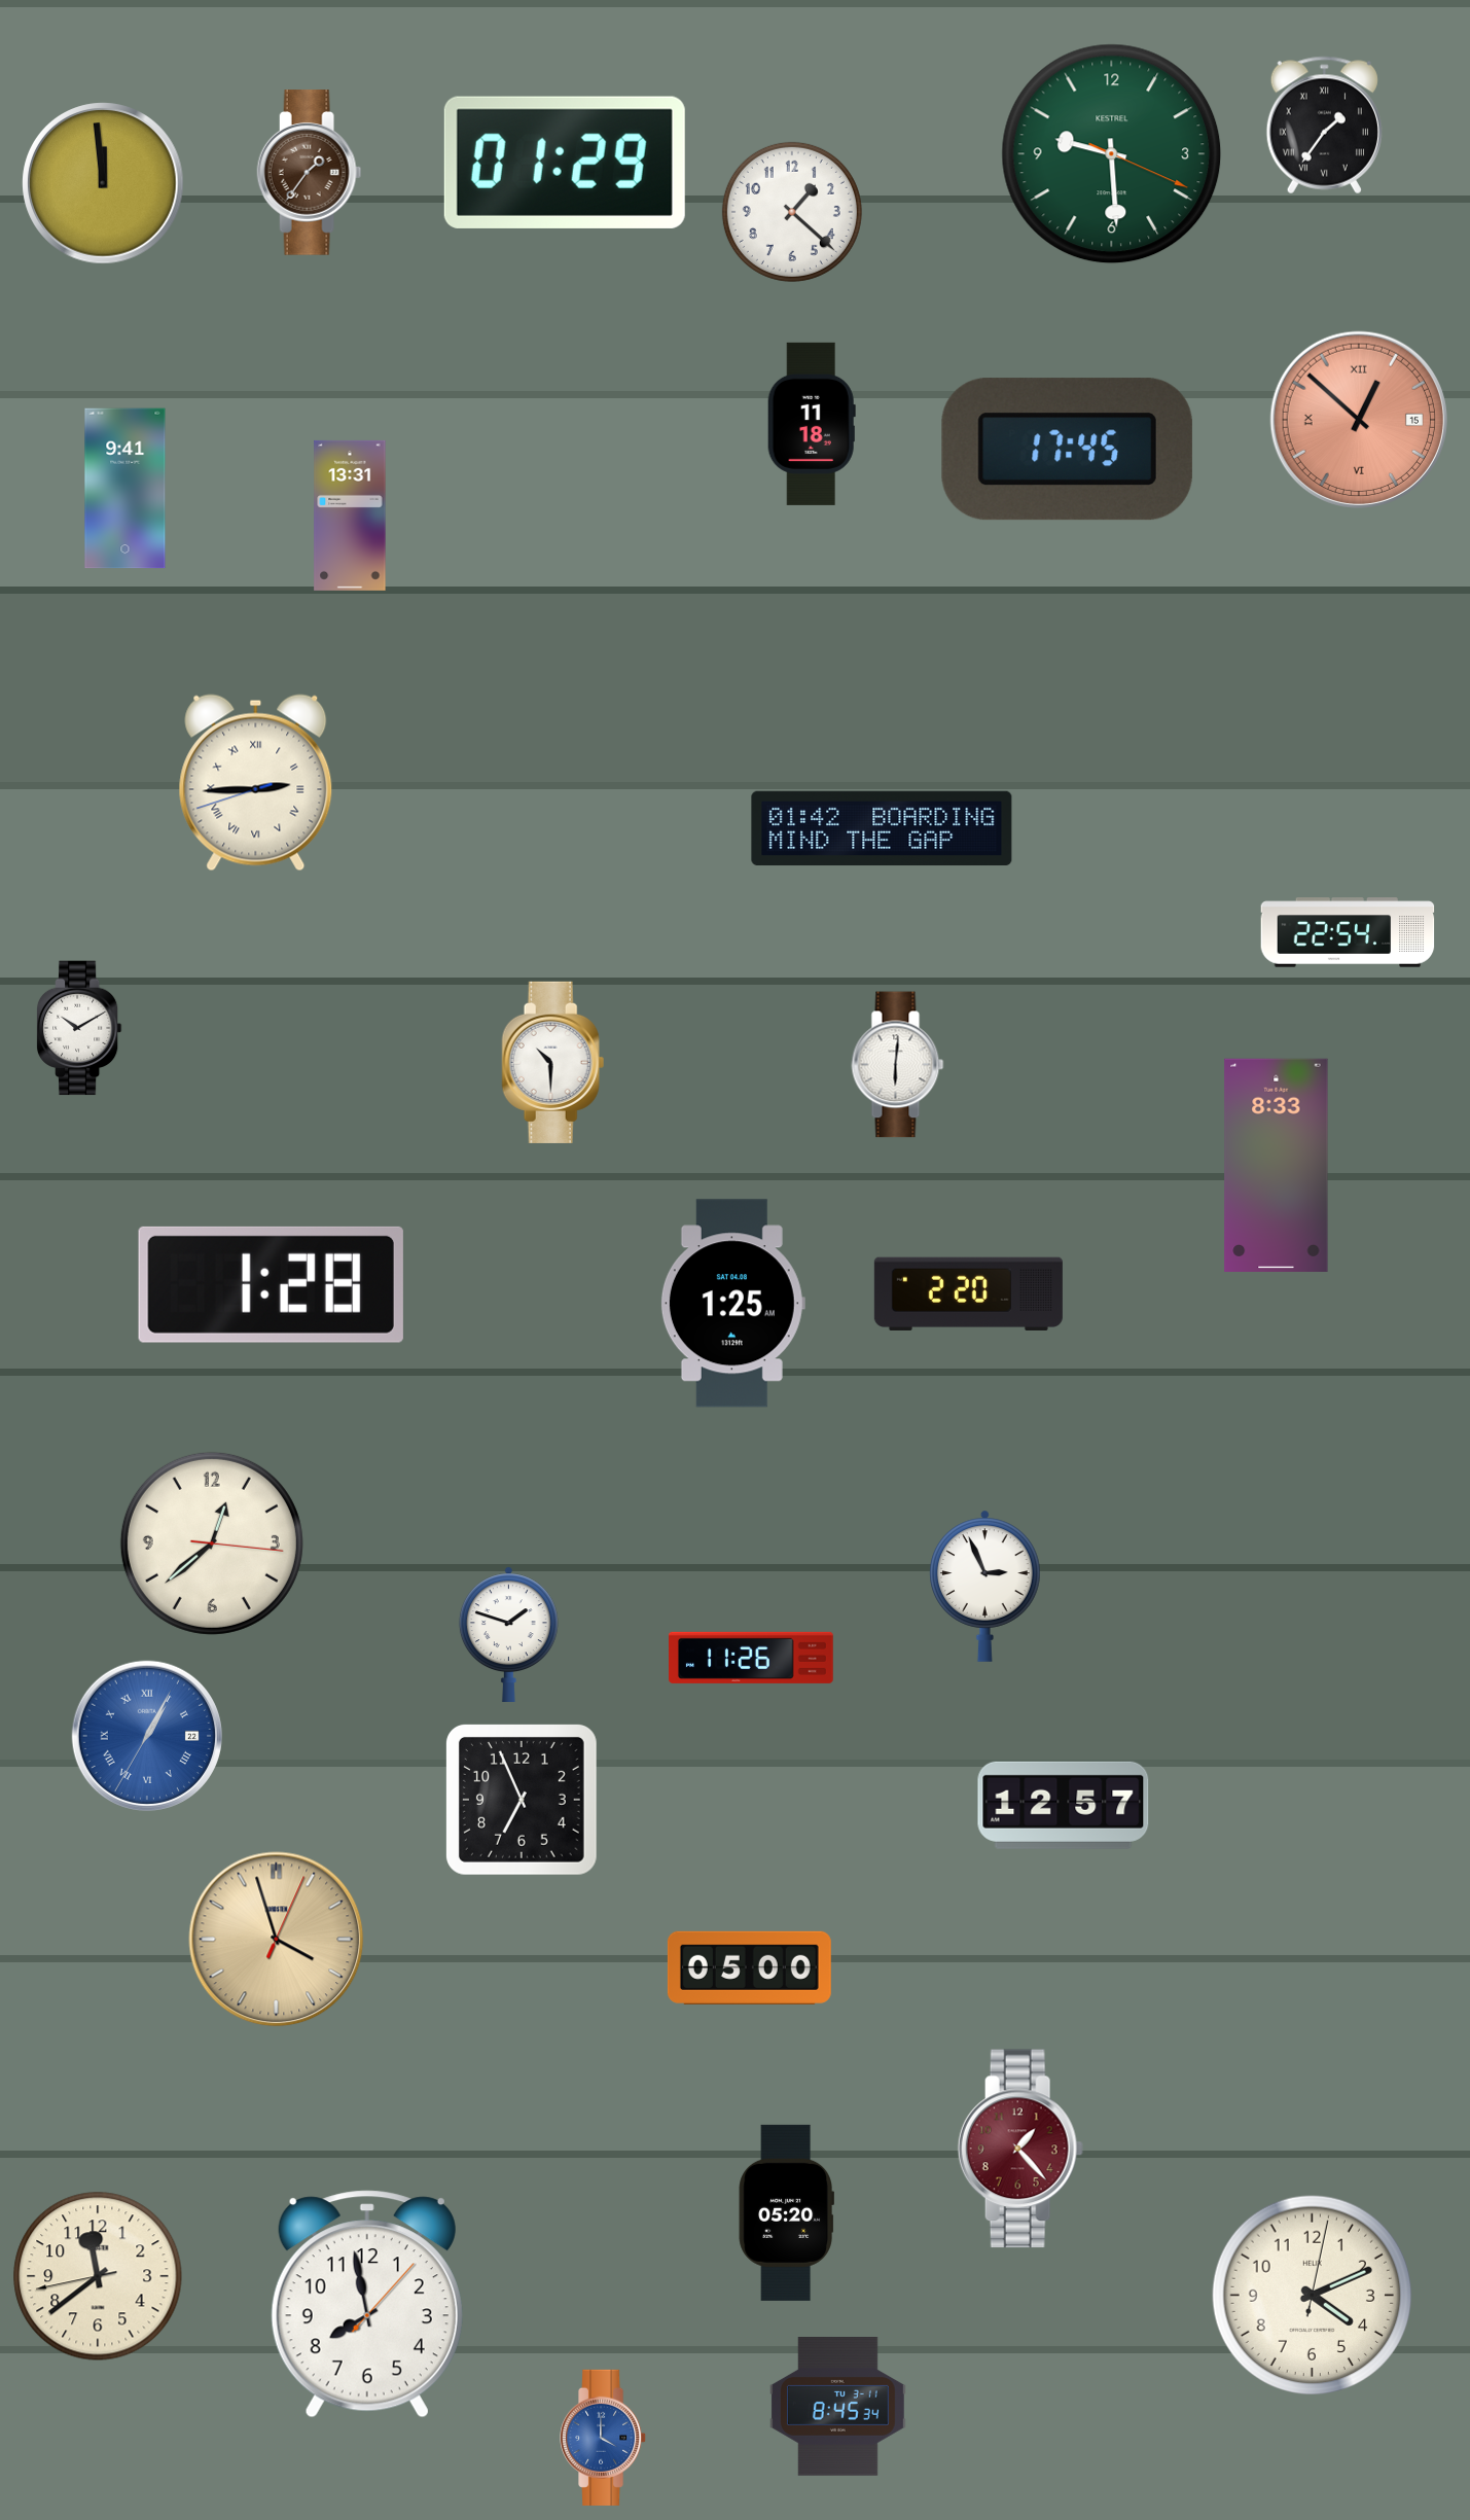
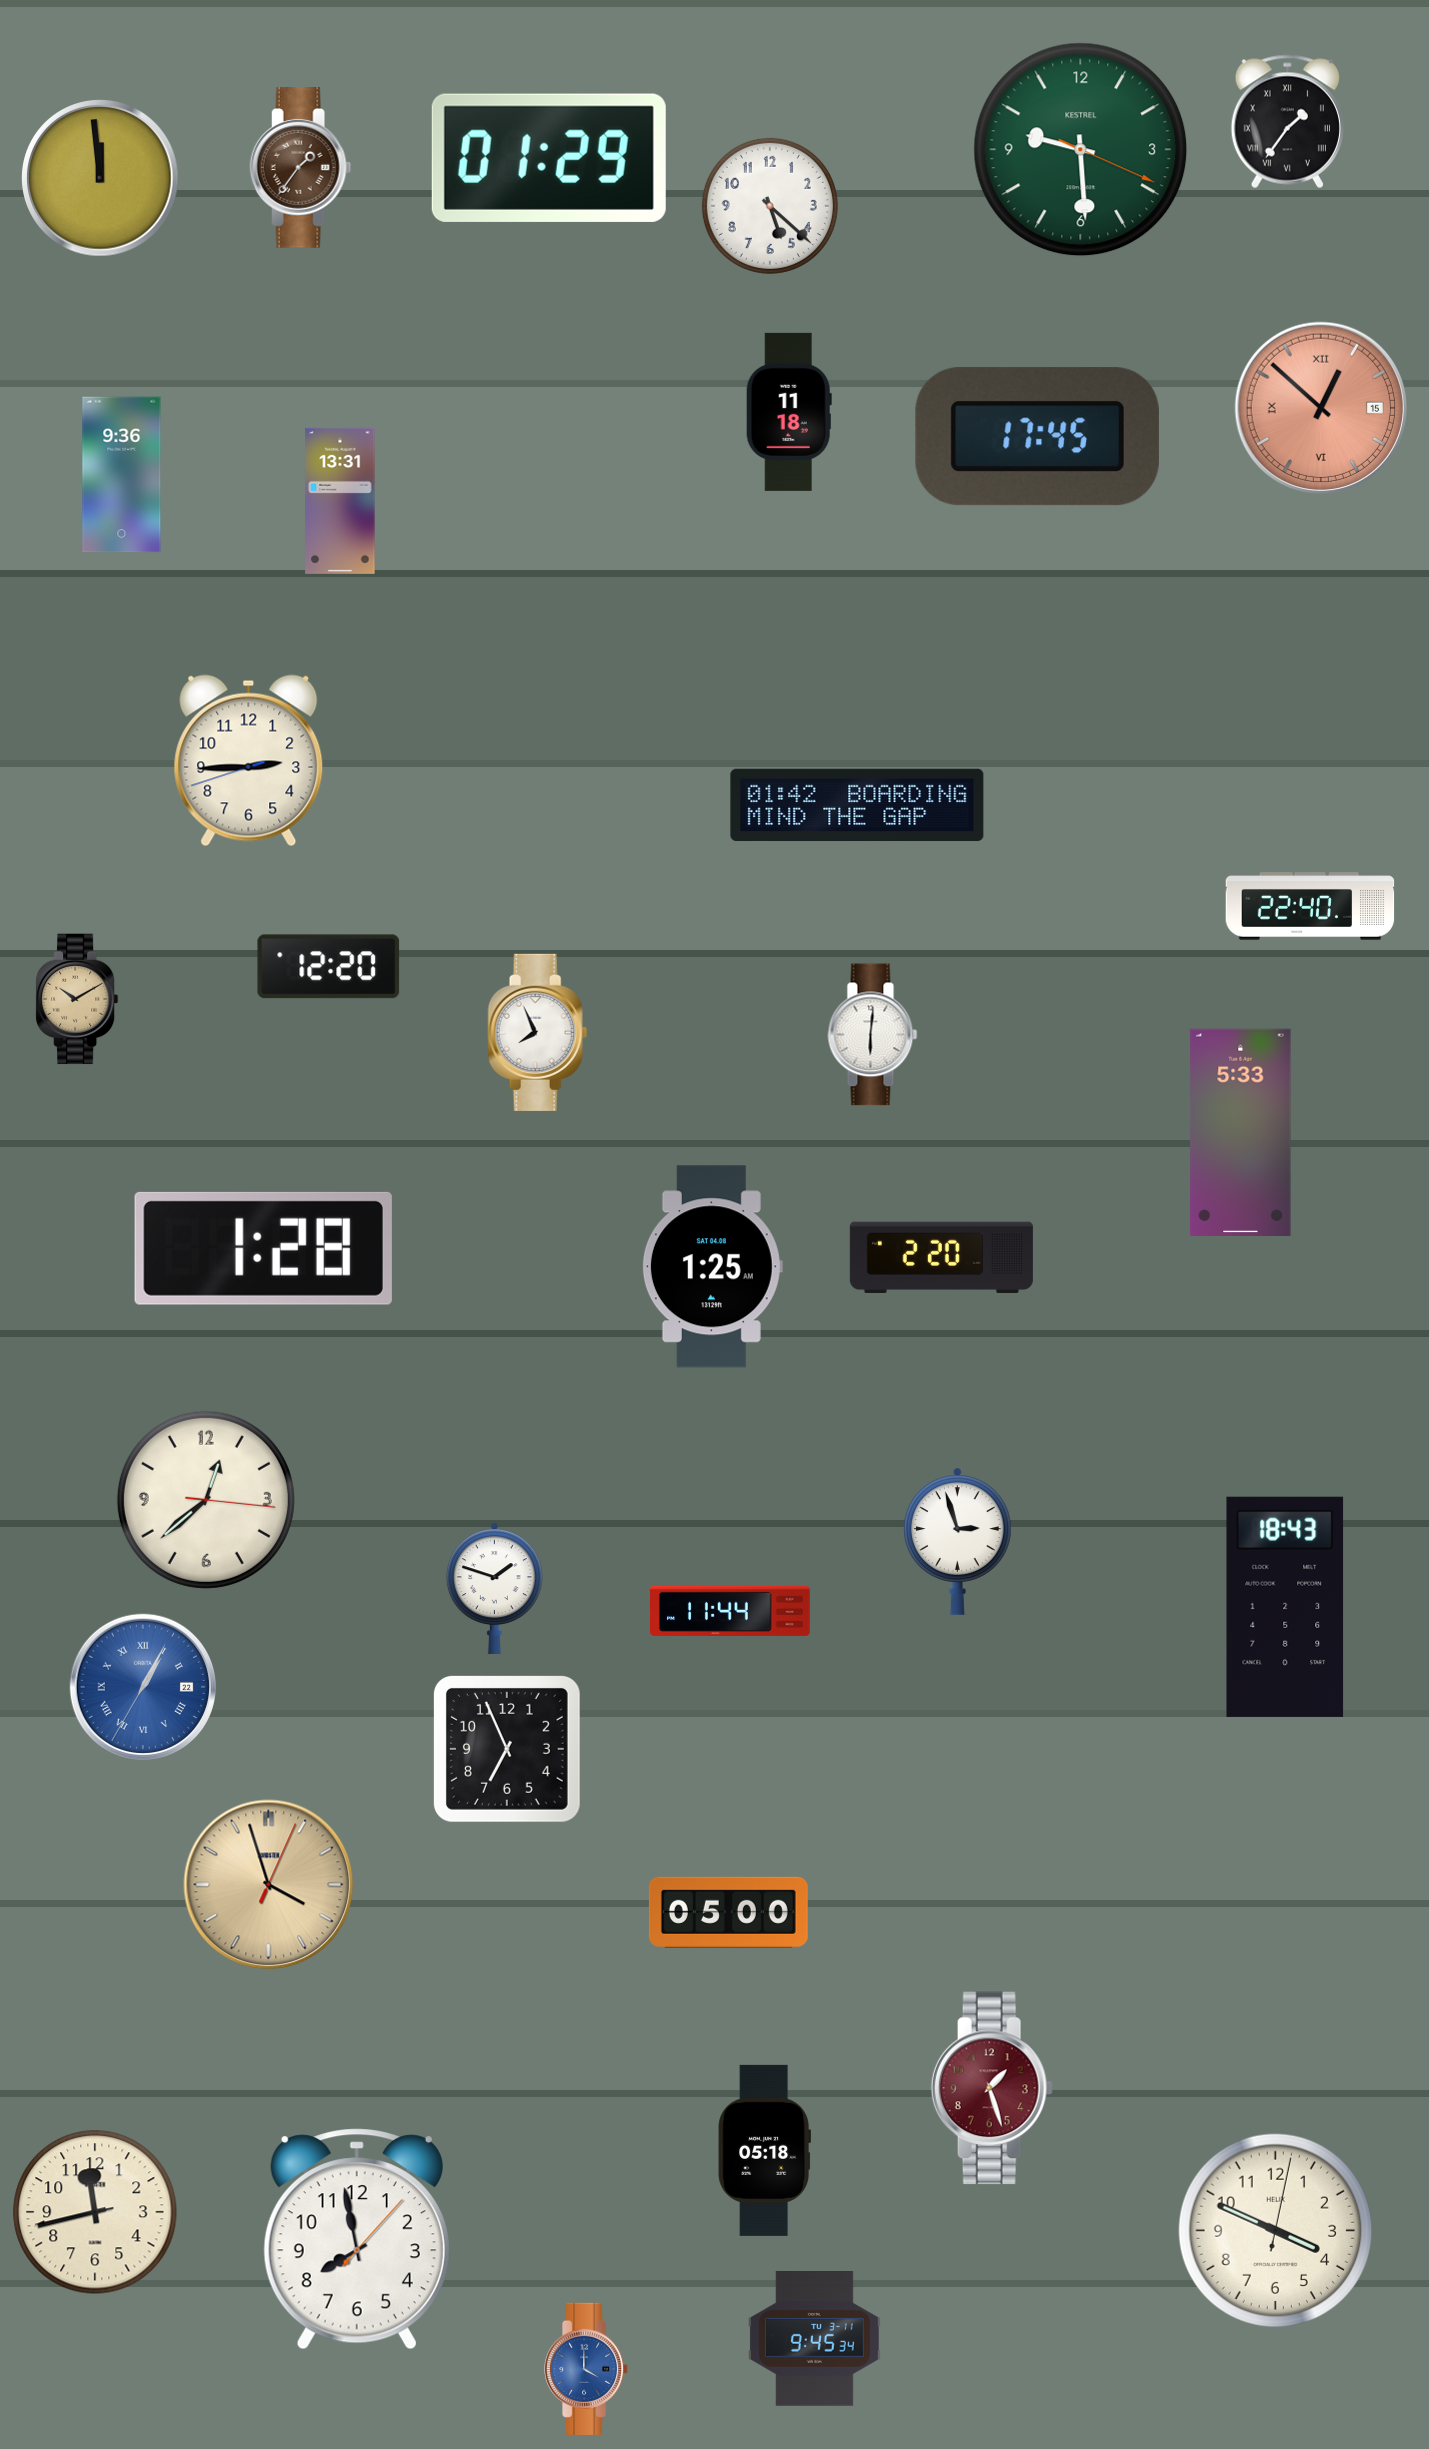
clock at (792, 212): 1:22 -> 5:22
clock at (126, 489): 9:41 -> 9:36
clock at (256, 783) numerals: Roman -> Arabic
clock at (1348, 932): 22:54 -> 22:40
clock at (329, 967): none -> 12:20
clock at (79, 1028) dial: white -> champagne
clock at (553, 1062): 10:30 -> 7:56
clock at (1277, 1165): 8:33 -> 5:33
clock at (985, 1586): 2:56 -> 2:57
clock at (1285, 1607): none -> 18:43
clock at (752, 1658): 11:26 -> 11:44
clock at (1064, 1805): 12:57 -> none
clock at (1020, 2149): 1:23 -> 1:27
clock at (786, 2212): 05:20 -> 05:18
clock at (98, 2276): 11:38 -> 11:42
clock at (1313, 2296): 4:11 -> 3:49
clock at (837, 2407): 8:45 -> 9:45
